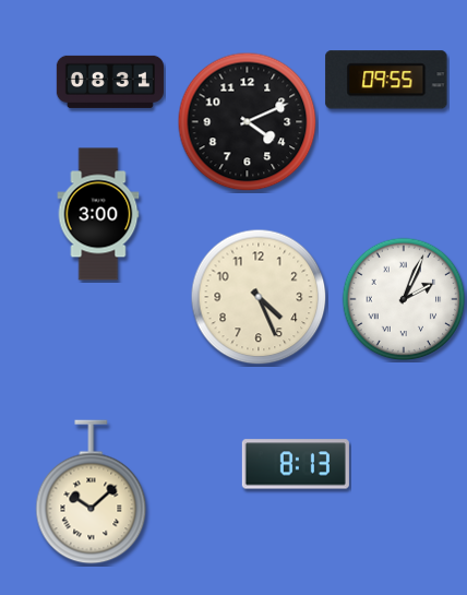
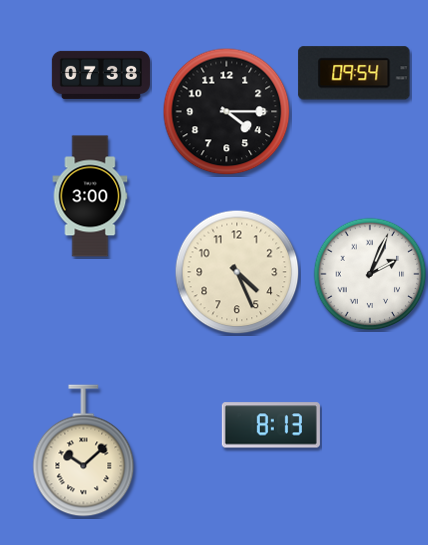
clock at (386, 80): 09:55 -> 09:54
clock at (110, 82): 08:31 -> 07:38
clock at (248, 122): 4:11 -> 4:15
